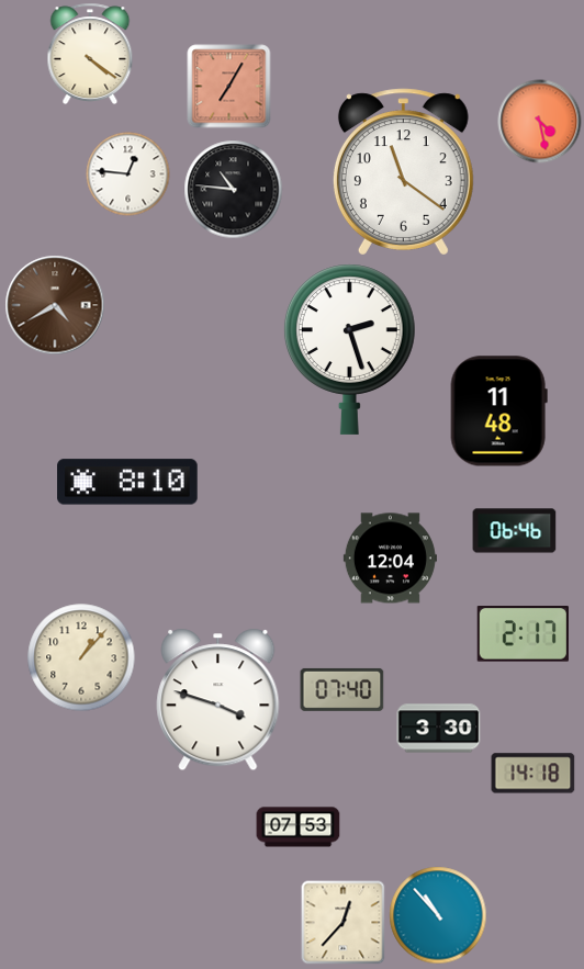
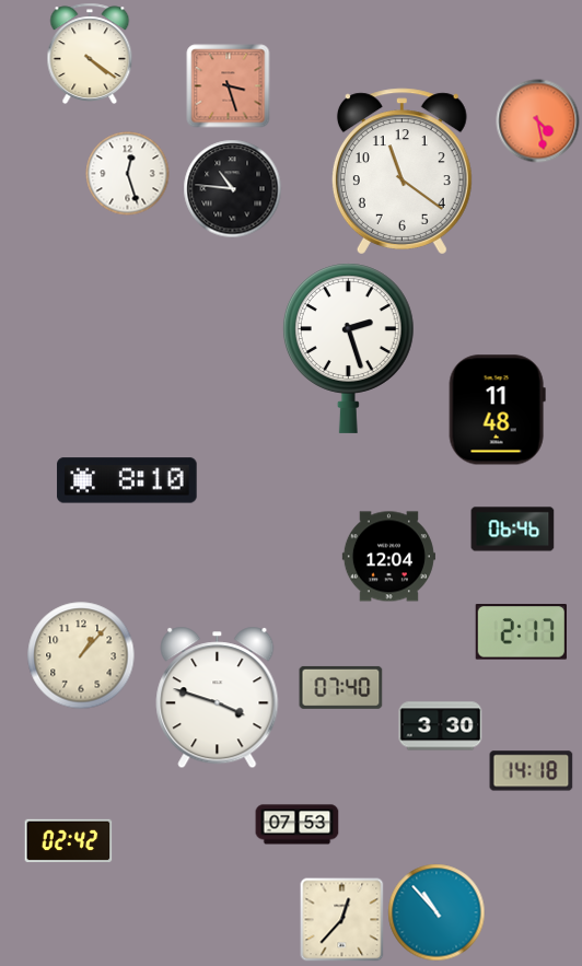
clock at (229, 87): 7:05 -> 3:27
clock at (128, 174): 12:46 -> 12:27
clock at (55, 305): 4:40 -> none
clock at (439, 729) position: (439, 729) -> (441, 726)
clock at (69, 841): none -> 02:42
